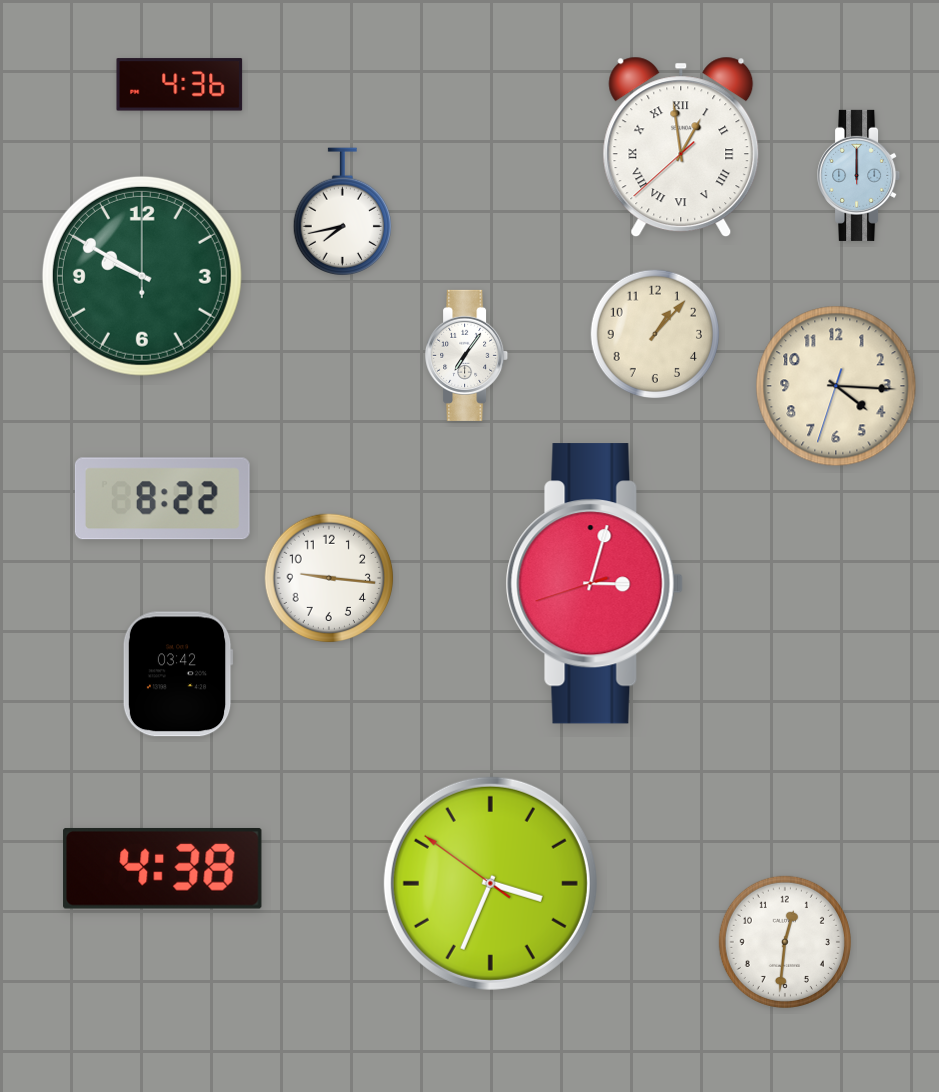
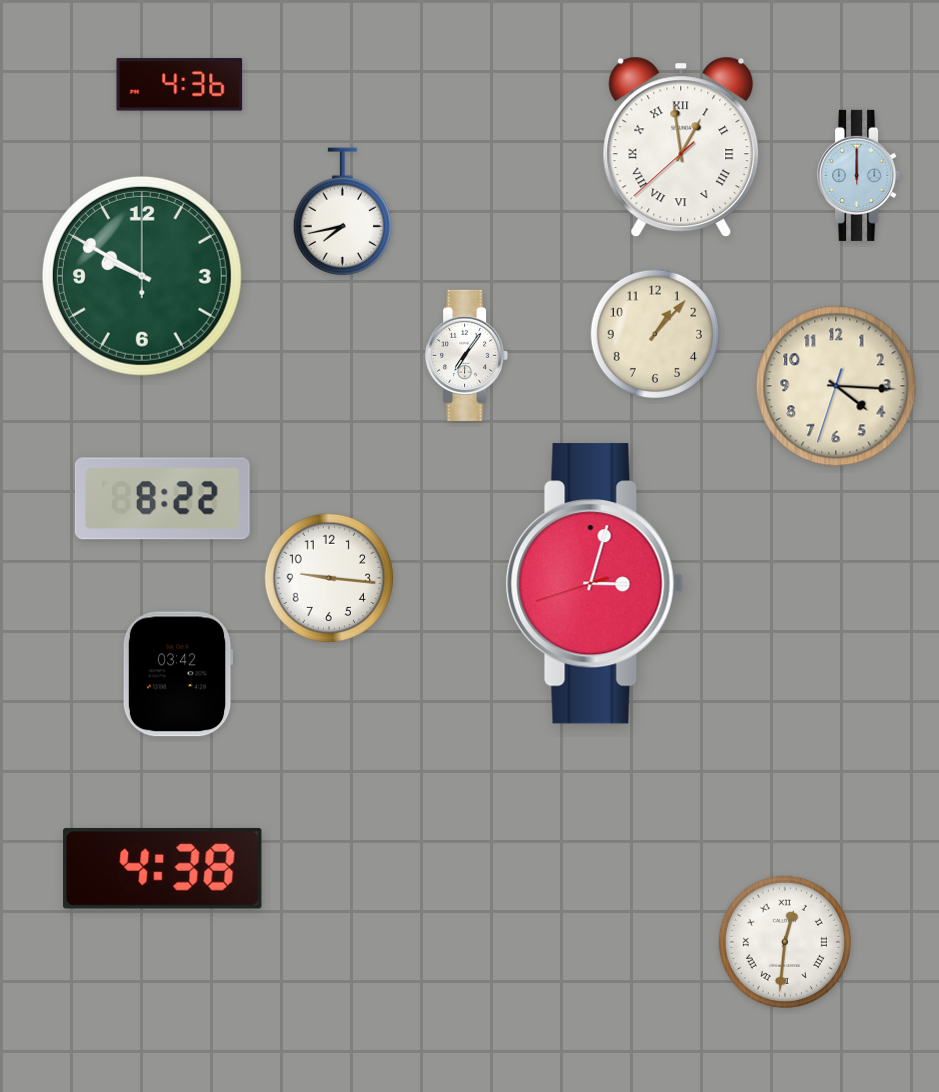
clock at (490, 883): 3:33 -> none
clock at (785, 942) numerals: Arabic -> Roman
